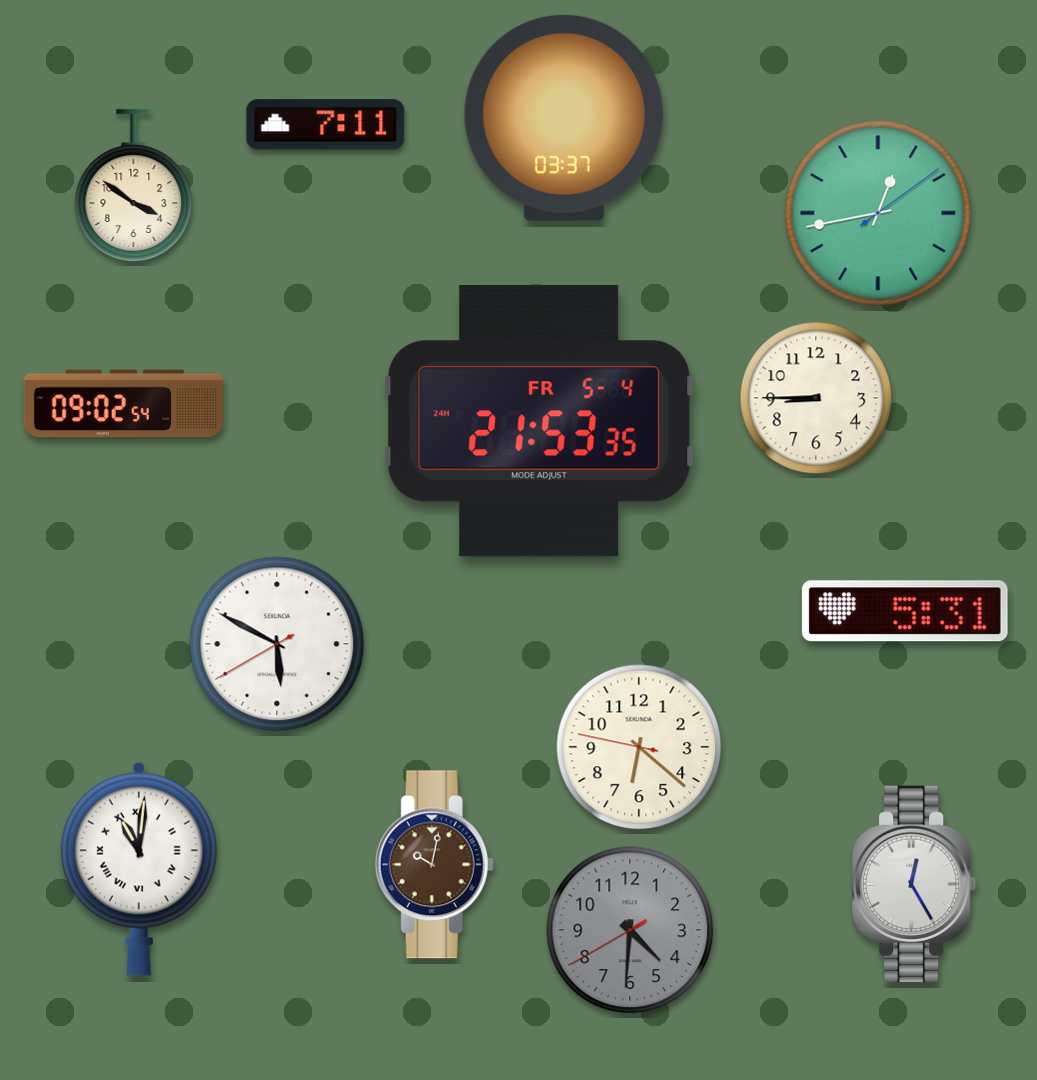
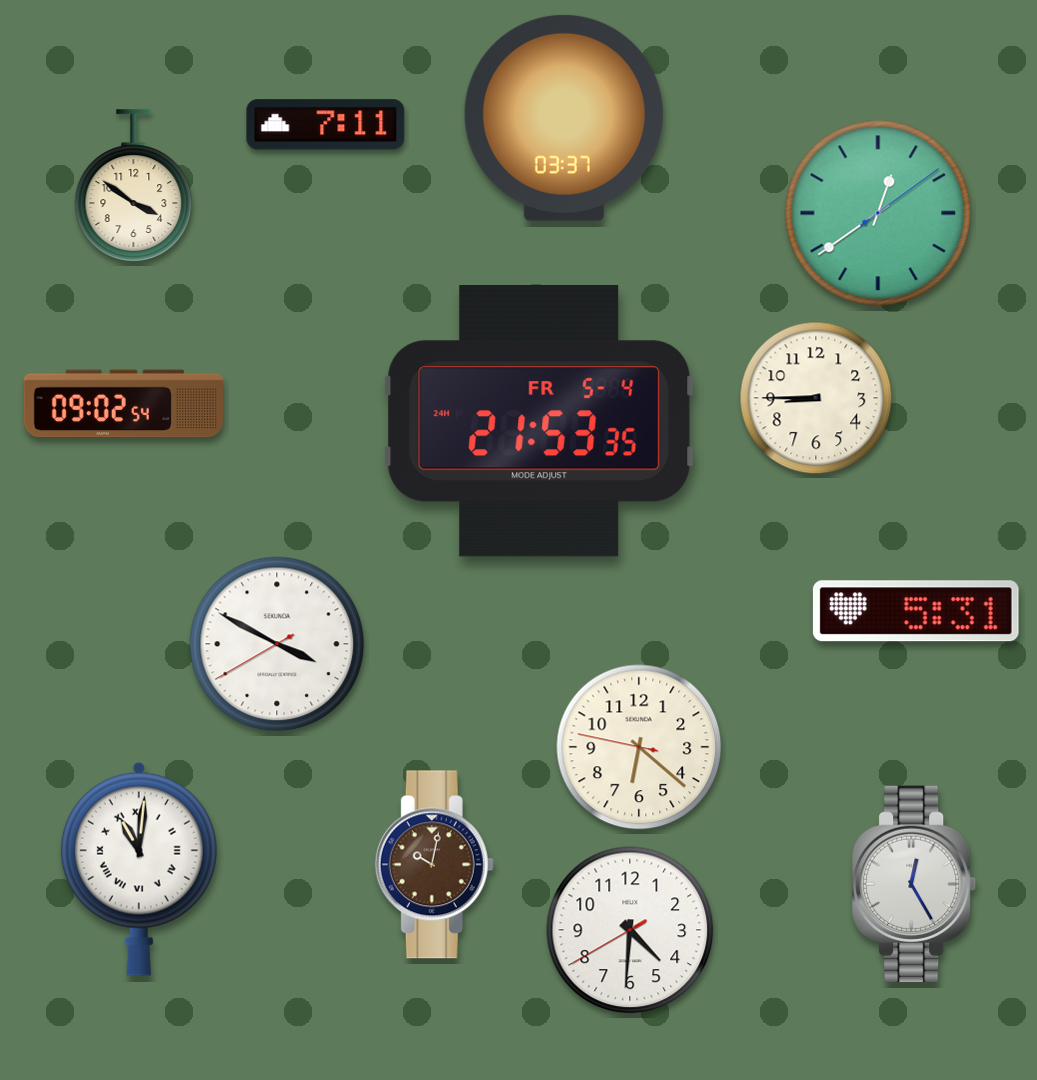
clock at (878, 213): 12:43 -> 12:39
clock at (905, 611) position: (905, 611) -> (916, 611)
clock at (277, 644): 5:49 -> 3:49
clock at (630, 930) dial: grey -> white
